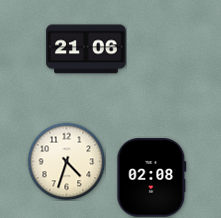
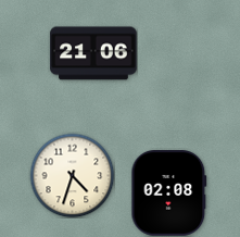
clock at (152, 178) position: (152, 178) -> (169, 194)
